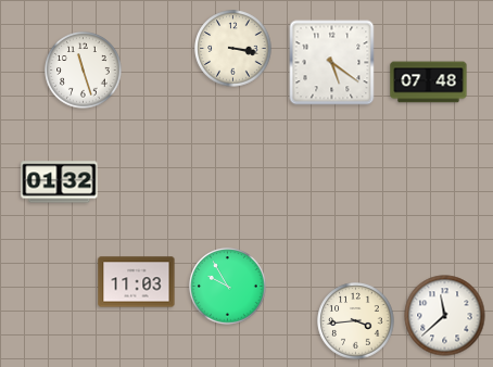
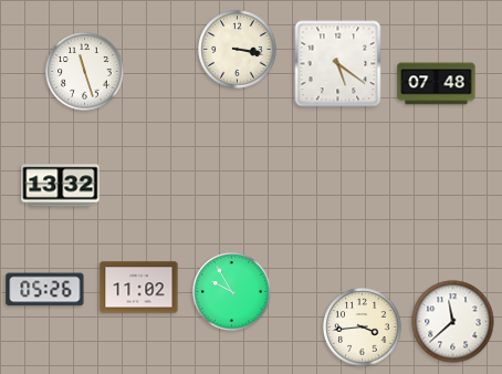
clock at (60, 182): 01:32 -> 13:32
clock at (137, 282): 11:03 -> 11:02
clock at (45, 290): none -> 05:26
